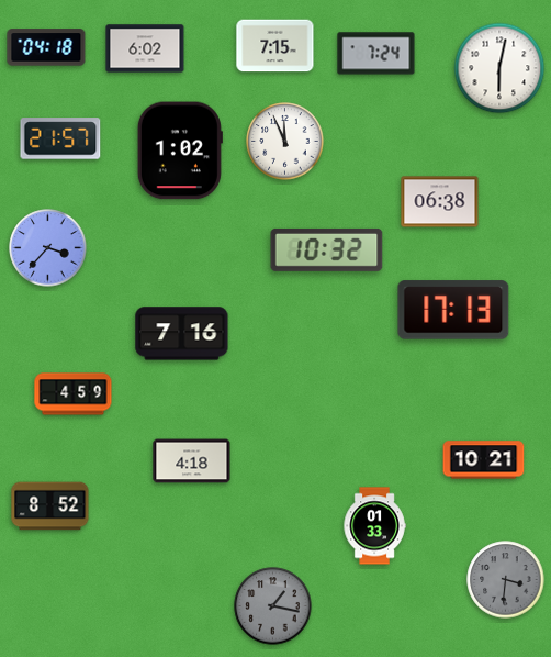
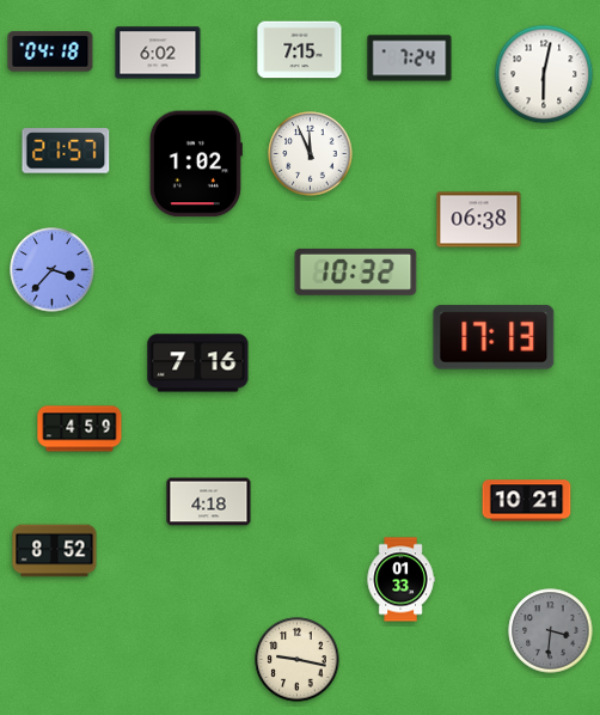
clock at (374, 526) position: (374, 526) -> (400, 580)
clock at (273, 606): 1:17 -> 9:17
clock at (273, 606) dial: grey -> cream
